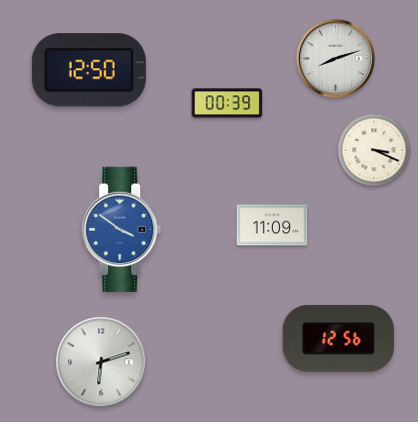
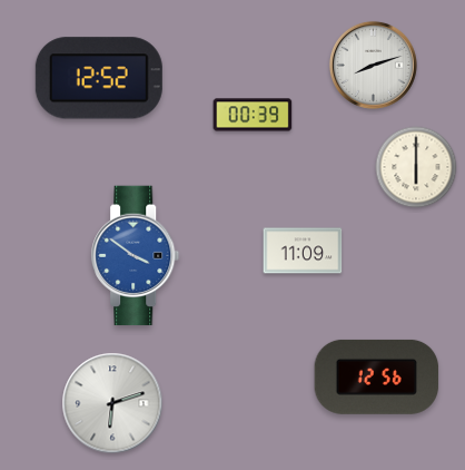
clock at (89, 70): 12:50 -> 12:52
clock at (374, 150): 3:19 -> 6:00
